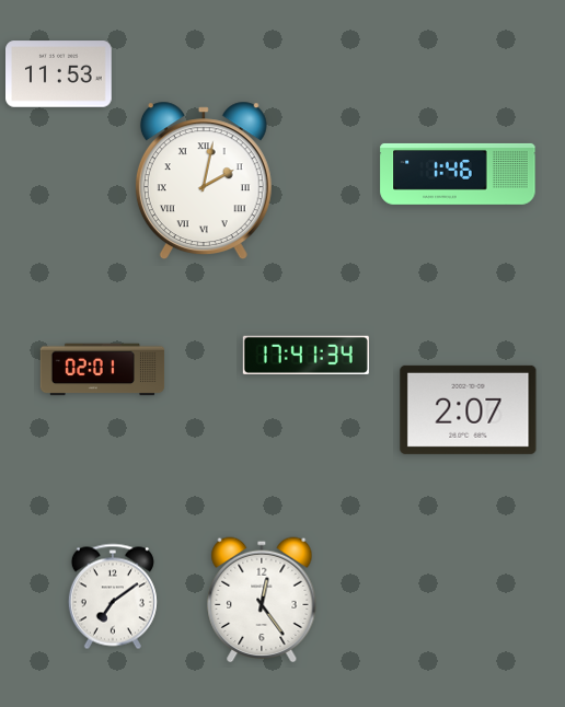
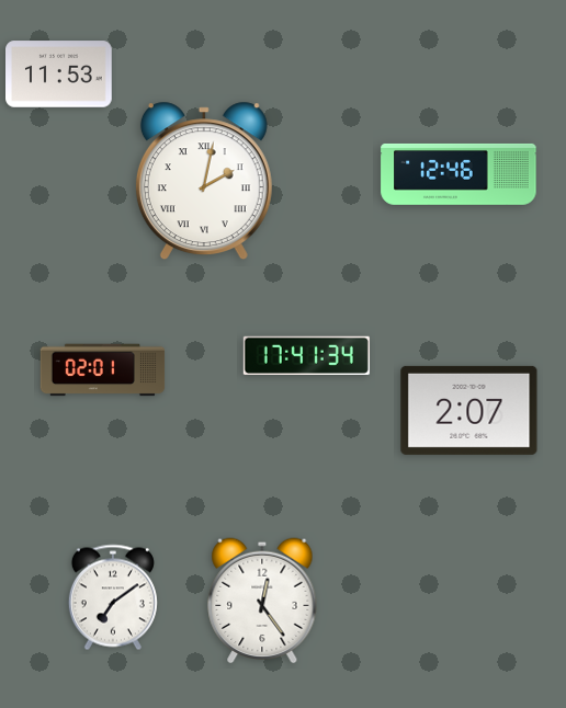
clock at (458, 174): 1:46 -> 12:46
